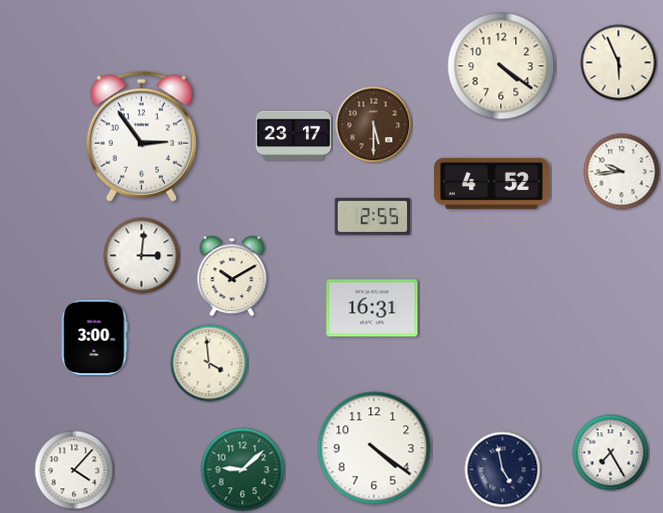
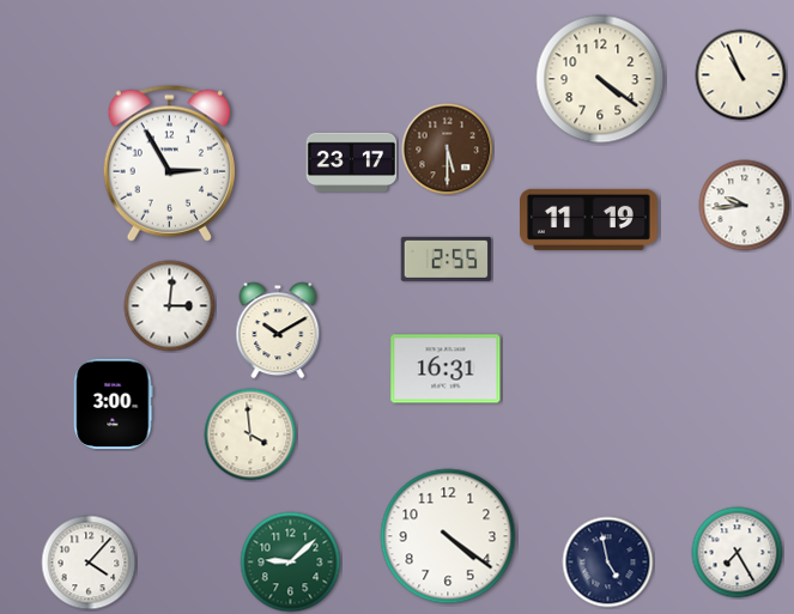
clock at (619, 63): 5:56 -> 10:56
clock at (141, 136): 2:54 -> 2:55
clock at (492, 183): 4:52 -> 11:19
clock at (611, 453) position: (611, 453) -> (738, 553)
clock at (503, 470) position: (503, 470) -> (608, 563)
